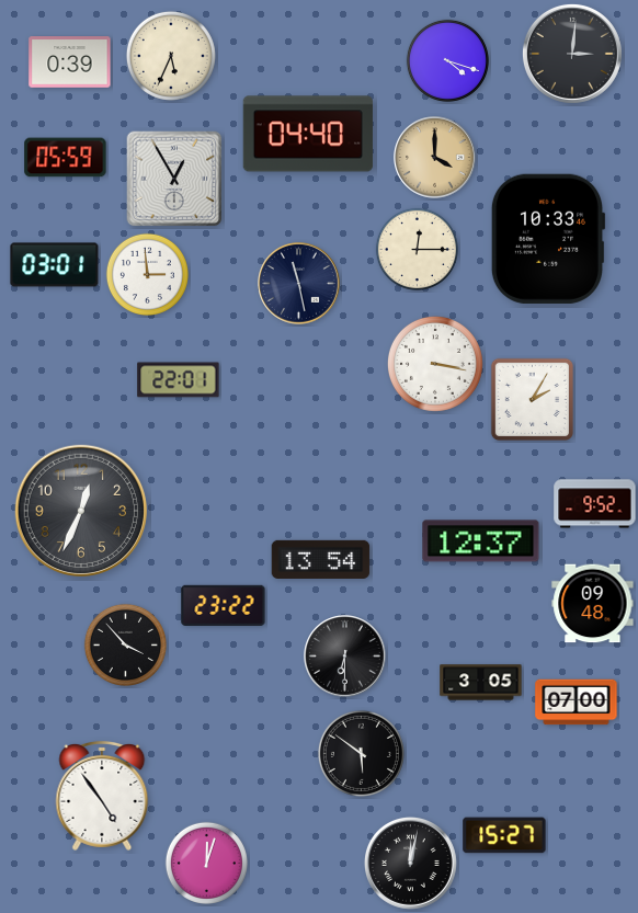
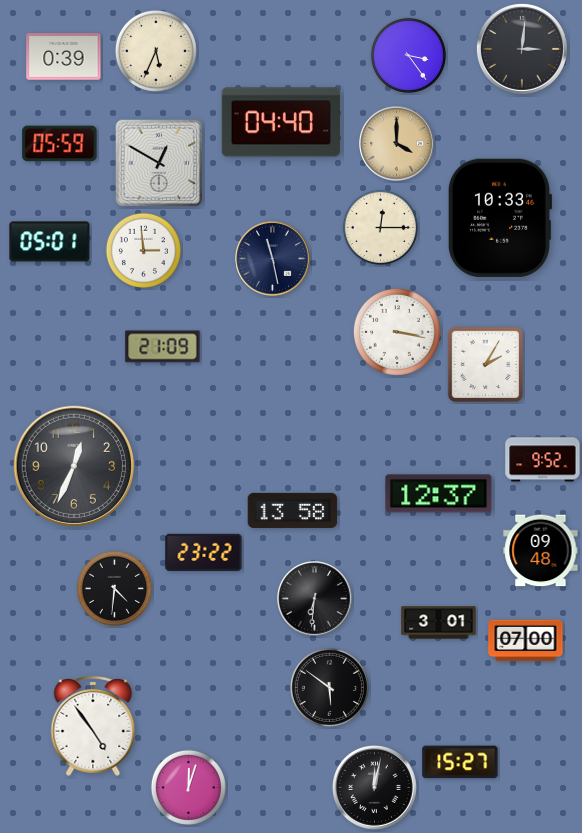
clock at (447, 60): 4:18 -> 3:24
clock at (174, 179): 12:55 -> 12:50
clock at (55, 265): 03:01 -> 05:01
clock at (147, 274) position: (147, 274) -> (143, 250)
clock at (179, 380): 22:01 -> 21:09
clock at (321, 559): 13:54 -> 13:58
clock at (125, 644): 3:53 -> 4:31
clock at (345, 657): 6:30 -> 6:31
clock at (481, 683): 3:05 -> 3:01
